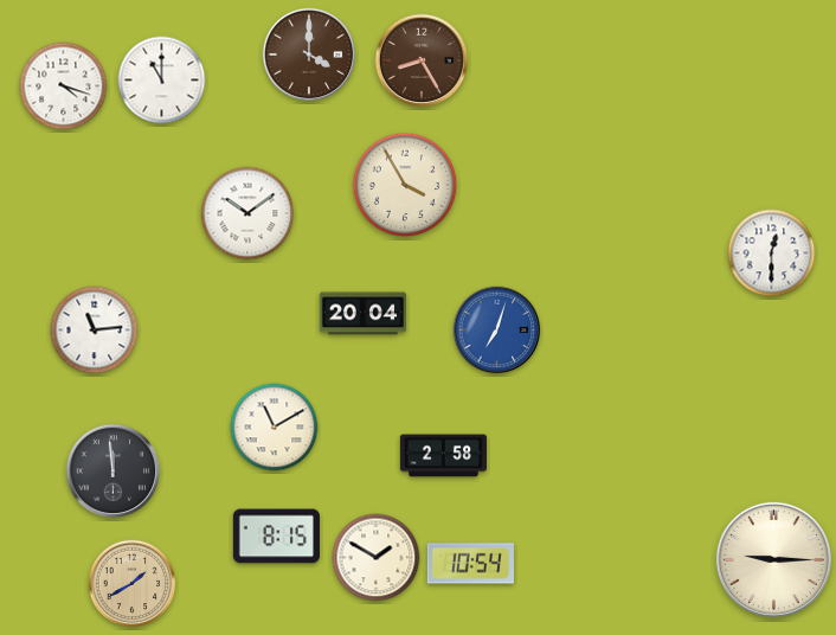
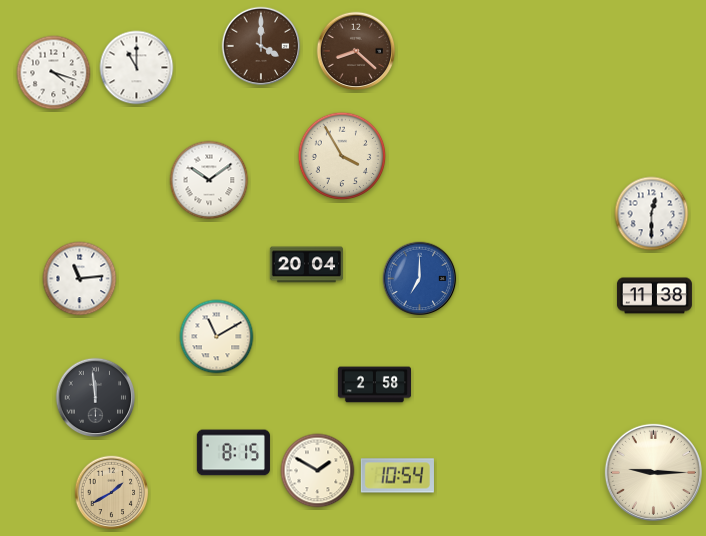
clock at (422, 60): 8:25 -> 8:22
clock at (497, 331): 7:03 -> 7:00
clock at (654, 296): none -> 11:38
clock at (275, 428) position: (275, 428) -> (217, 337)
